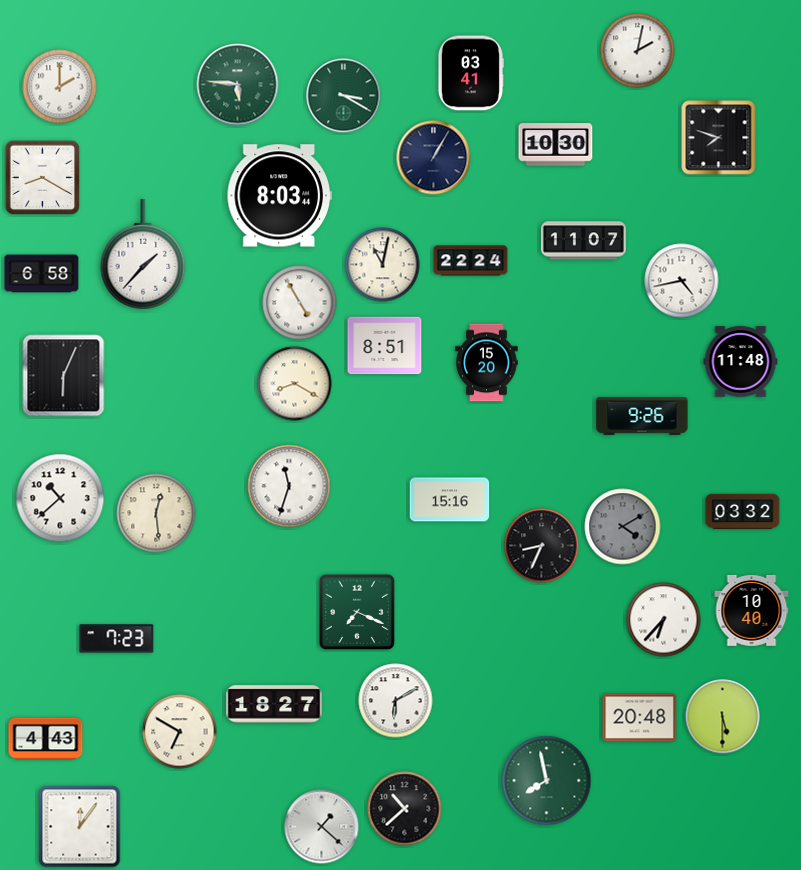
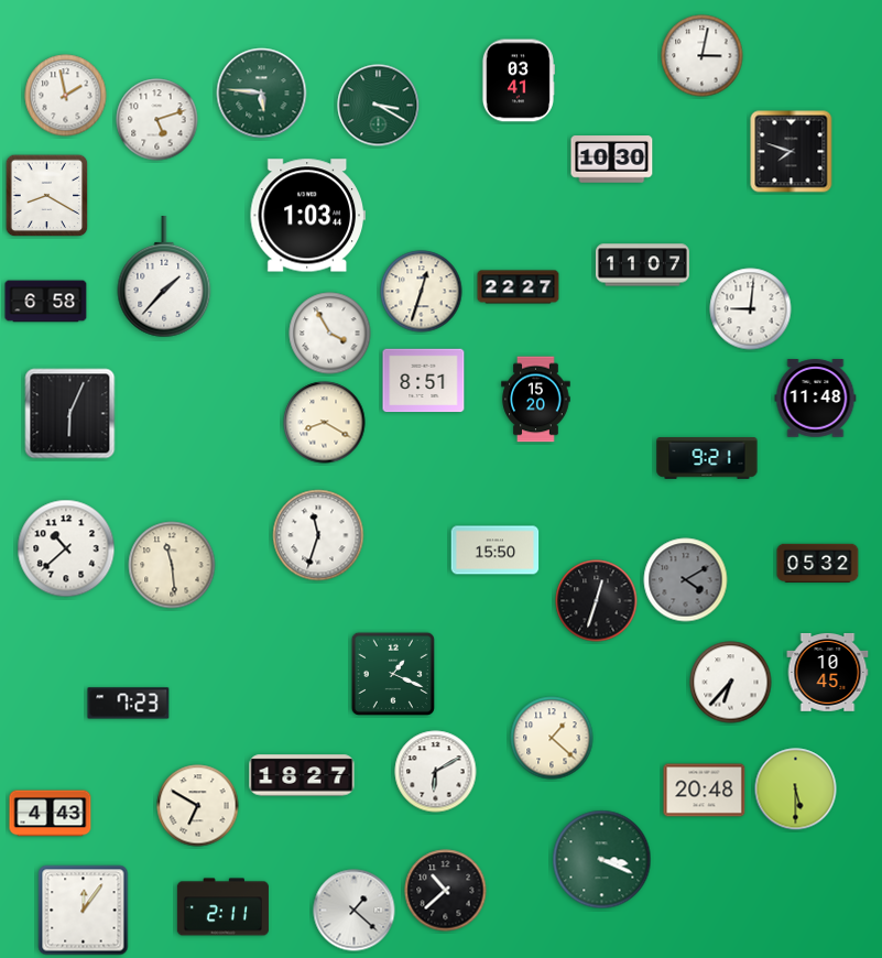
clock at (638, 51): 2:02 -> 3:02
clock at (60, 87): 2:00 -> 1:58
clock at (157, 120): none -> 5:12
clock at (434, 158): 1:05 -> none
clock at (279, 196): 8:03 -> 1:03
clock at (143, 254) position: (143, 254) -> (164, 276)
clock at (471, 261): 22:24 -> 22:27
clock at (383, 265): 11:02 -> 12:33
clock at (682, 281): 4:43 -> 9:01
clock at (300, 303): 4:55 -> 3:55
clock at (642, 417): 9:26 -> 9:21
clock at (450, 500): 15:16 -> 15:50
clock at (743, 511): 03:32 -> 05:32
clock at (156, 513): 12:29 -> 11:29
clock at (542, 546): 8:34 -> 12:33
clock at (752, 610): 10:40 -> 10:45
clock at (357, 612): 7:19 -> 1:19
clock at (552, 738): none -> 1:22
clock at (547, 781): 7:58 -> 3:19
clock at (222, 907): none -> 2:11
clock at (80, 827) position: (80, 827) -> (84, 911)
